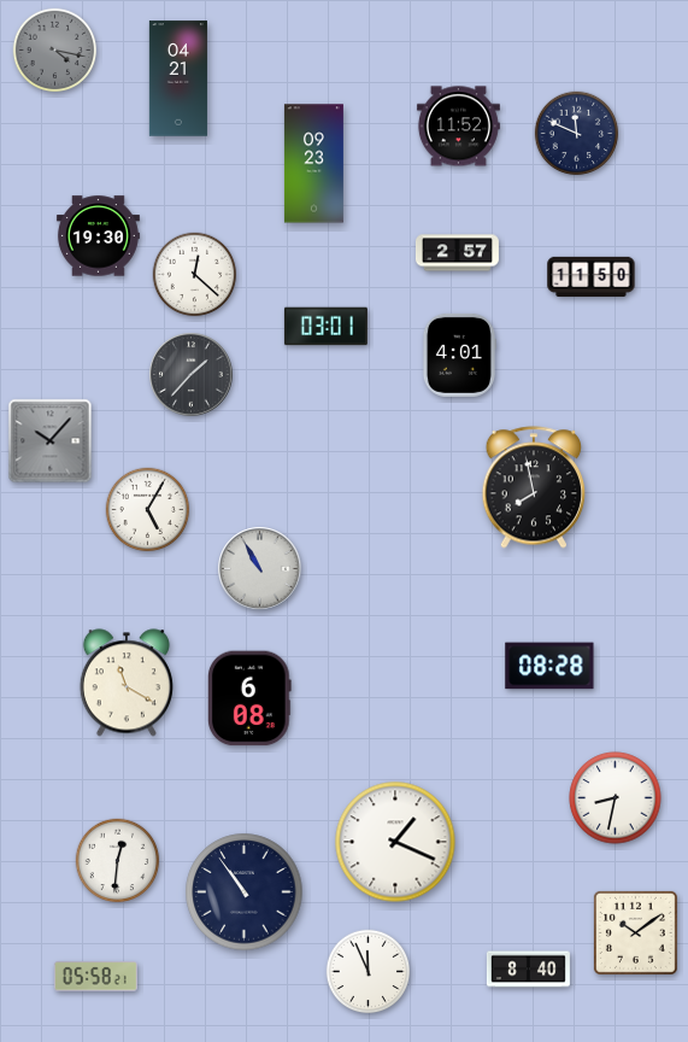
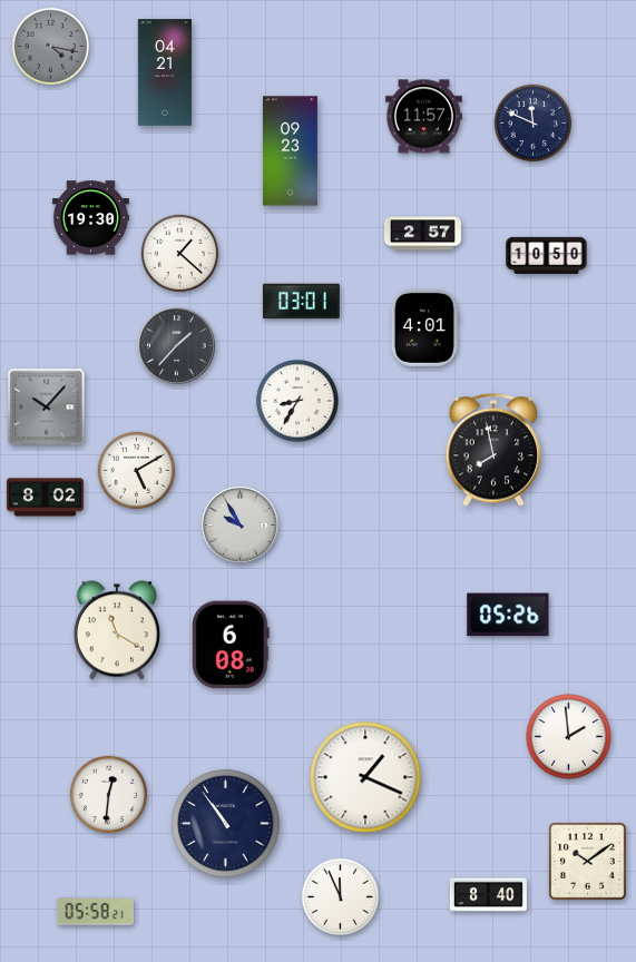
clock at (458, 127): 11:52 -> 11:57
clock at (195, 275): 12:22 -> 1:22
clock at (592, 276): 11:50 -> 10:50
clock at (299, 402): none -> 8:35
clock at (148, 510): 5:05 -> 5:10
clock at (45, 498): none -> 8:02
clock at (260, 569): 10:55 -> 9:55
clock at (549, 666): 08:28 -> 05:26
clock at (616, 798): 8:32 -> 1:59
clock at (95, 977) position: (95, 977) -> (95, 912)
